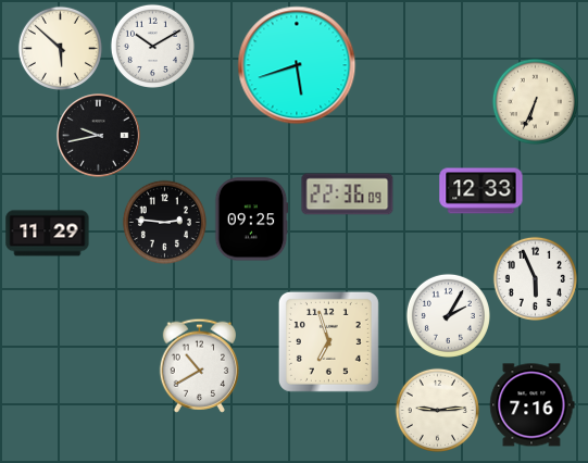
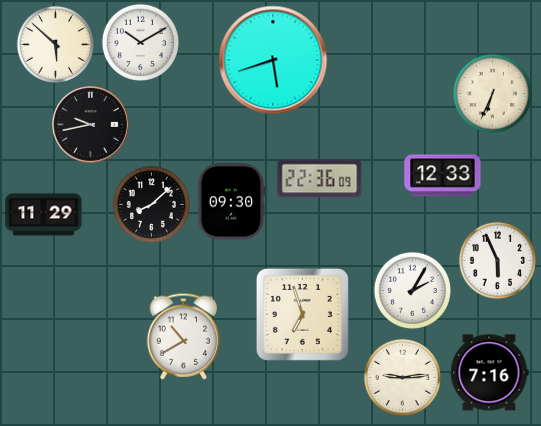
clock at (251, 220): 09:25 -> 09:30
clock at (164, 222): 2:46 -> 8:08
clock at (535, 278) position: (535, 278) -> (497, 260)
